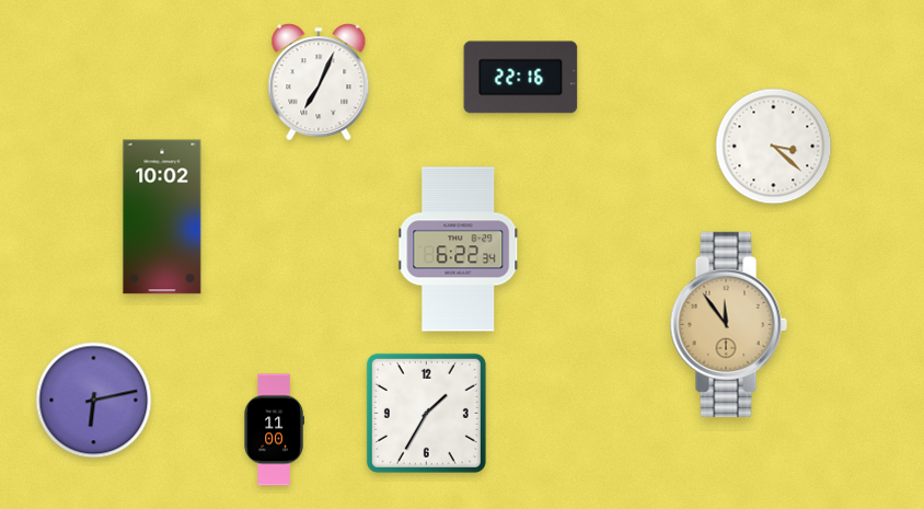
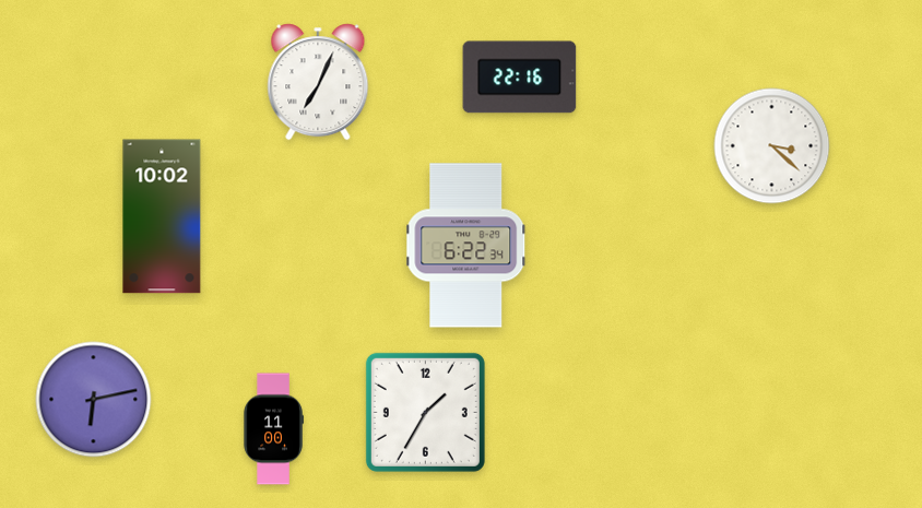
clock at (459, 250) position: (459, 250) -> (466, 246)
clock at (728, 324): 11:54 -> none
